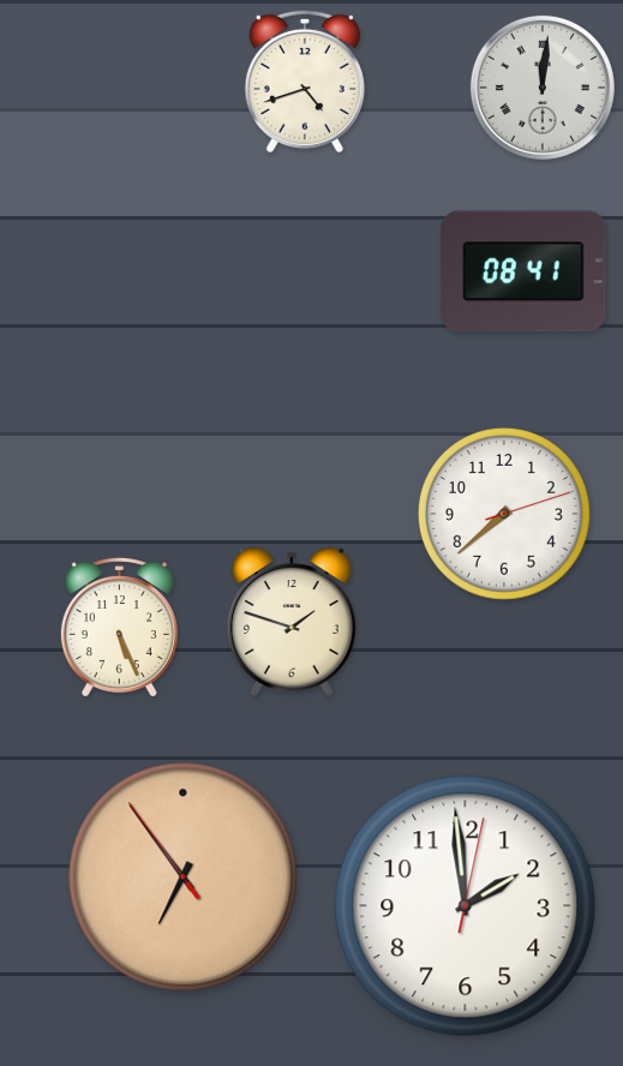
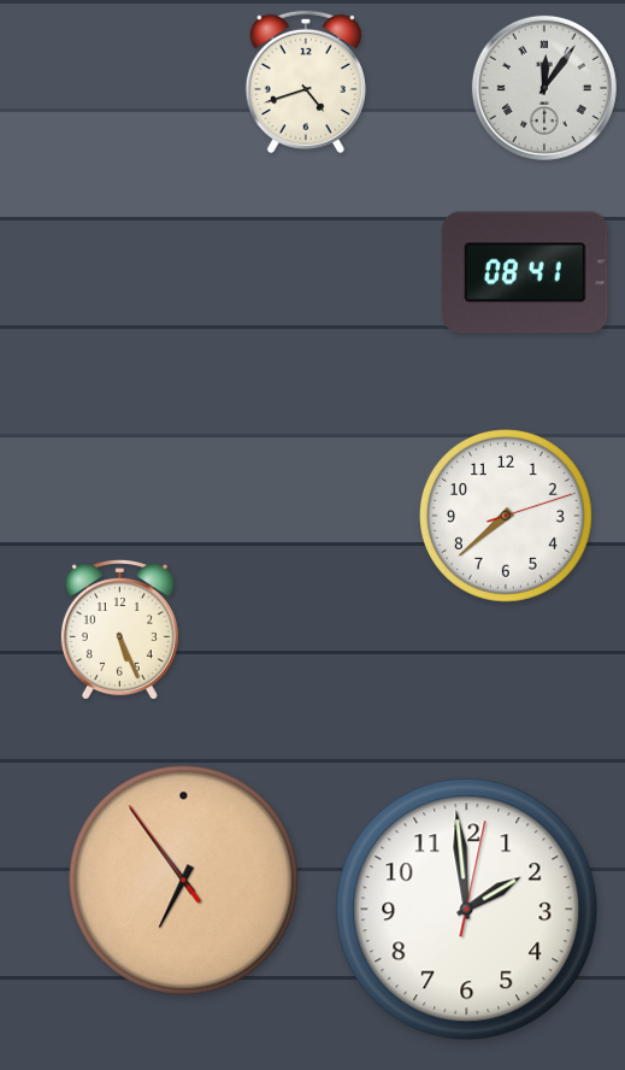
clock at (543, 88): 12:01 -> 12:06
clock at (293, 622): 1:48 -> none
